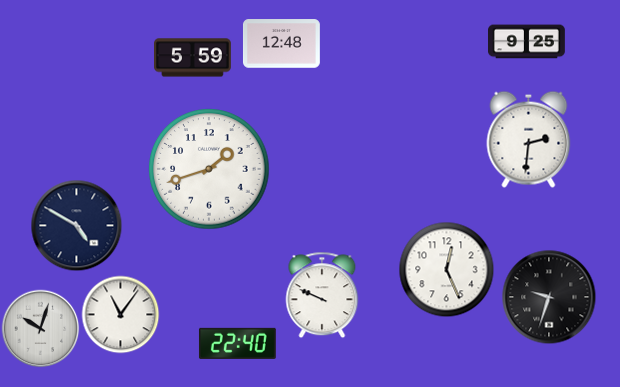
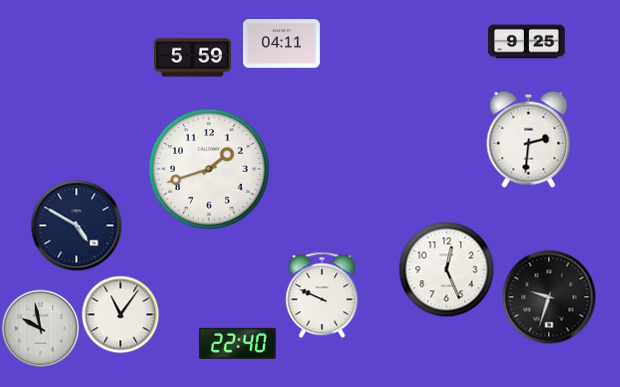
clock at (281, 44): 12:48 -> 04:11
clock at (40, 328): 10:03 -> 9:58
